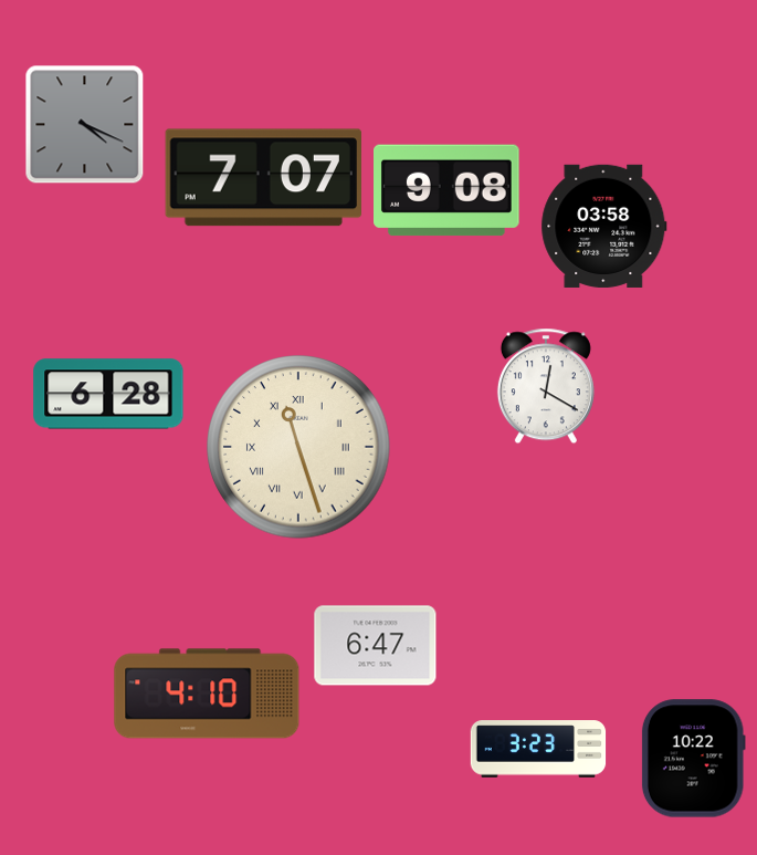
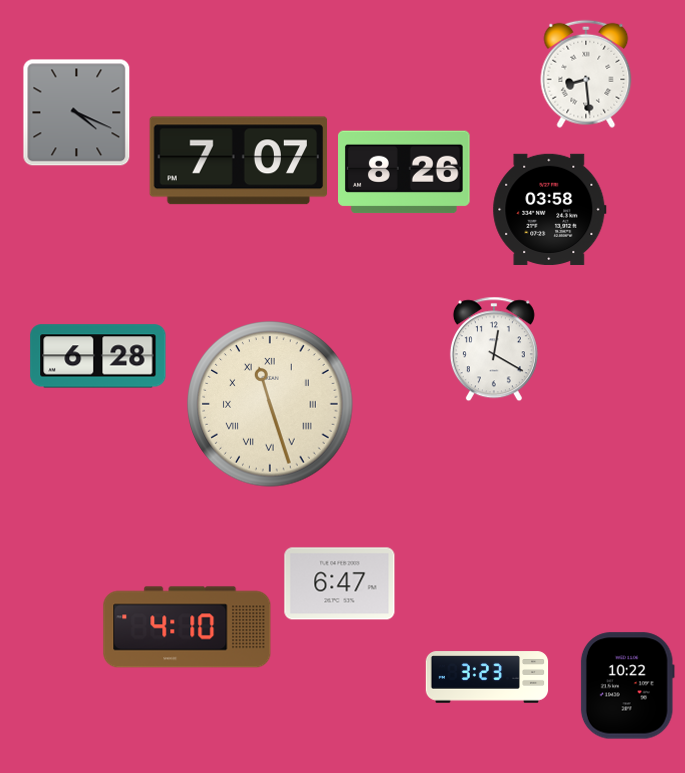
clock at (586, 74): none -> 8:29
clock at (448, 190): 9:08 -> 8:26
clock at (604, 226) position: (604, 226) -> (550, 209)
